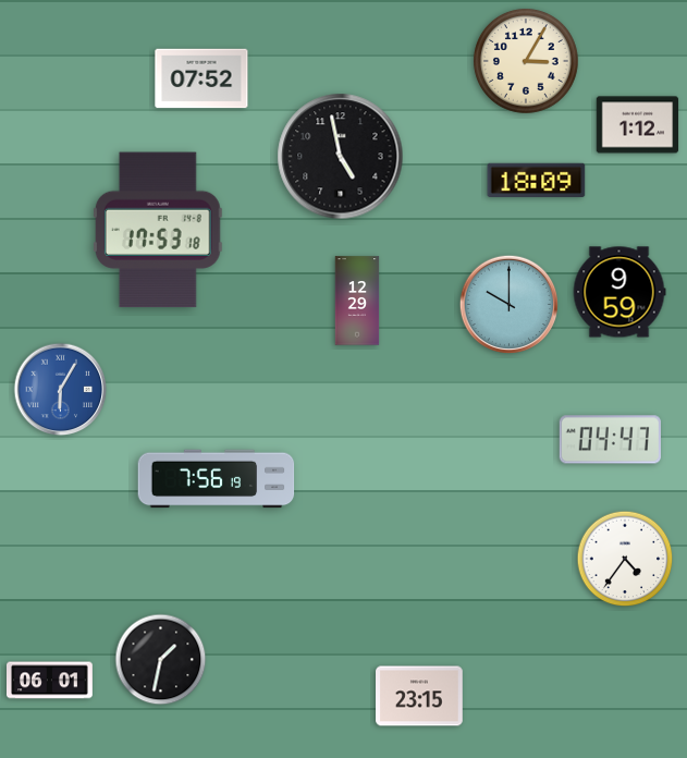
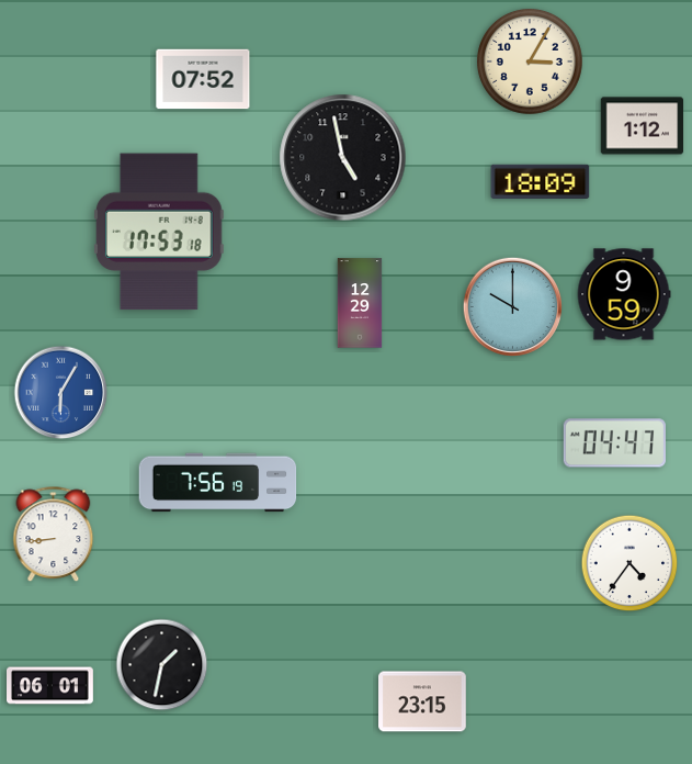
clock at (54, 535): none -> 8:44
